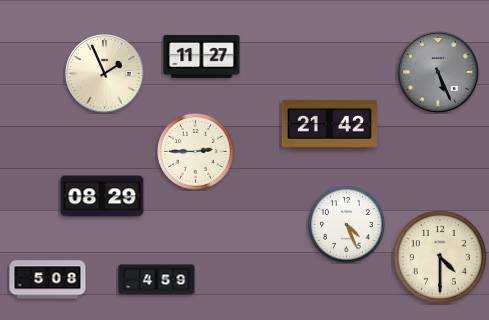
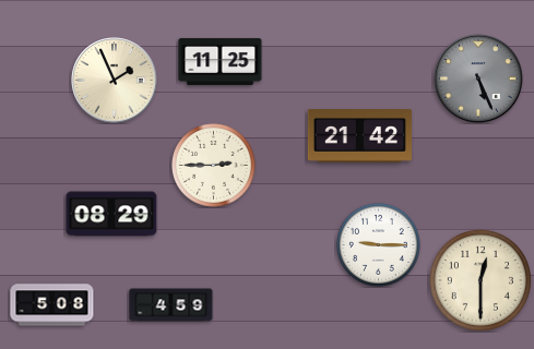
clock at (202, 56): 11:27 -> 11:25
clock at (347, 225): 4:26 -> 9:15
clock at (440, 257): 4:30 -> 12:30
